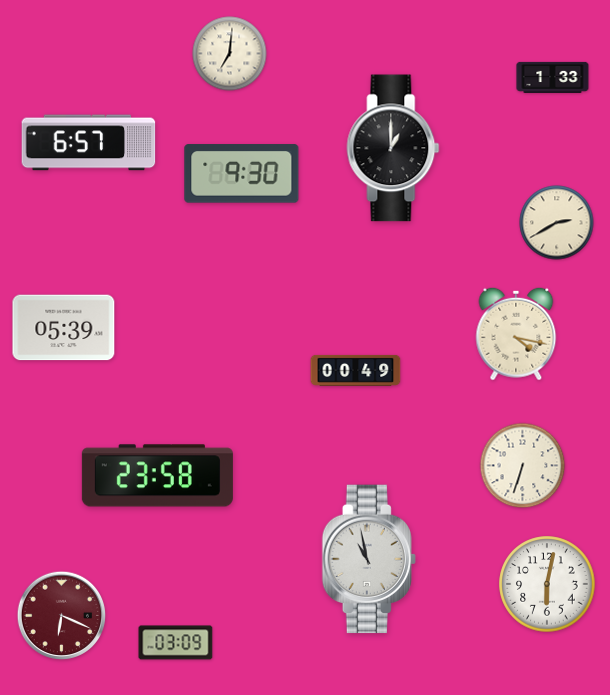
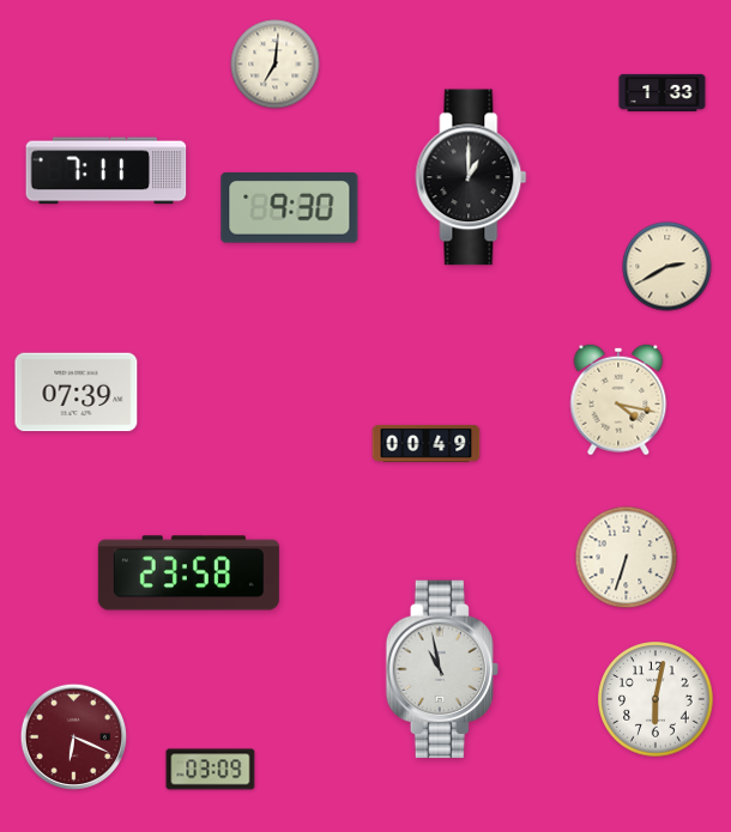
clock at (89, 143): 6:57 -> 7:11
clock at (64, 328): 05:39 -> 07:39
clock at (157, 476) position: (157, 476) -> (188, 573)
